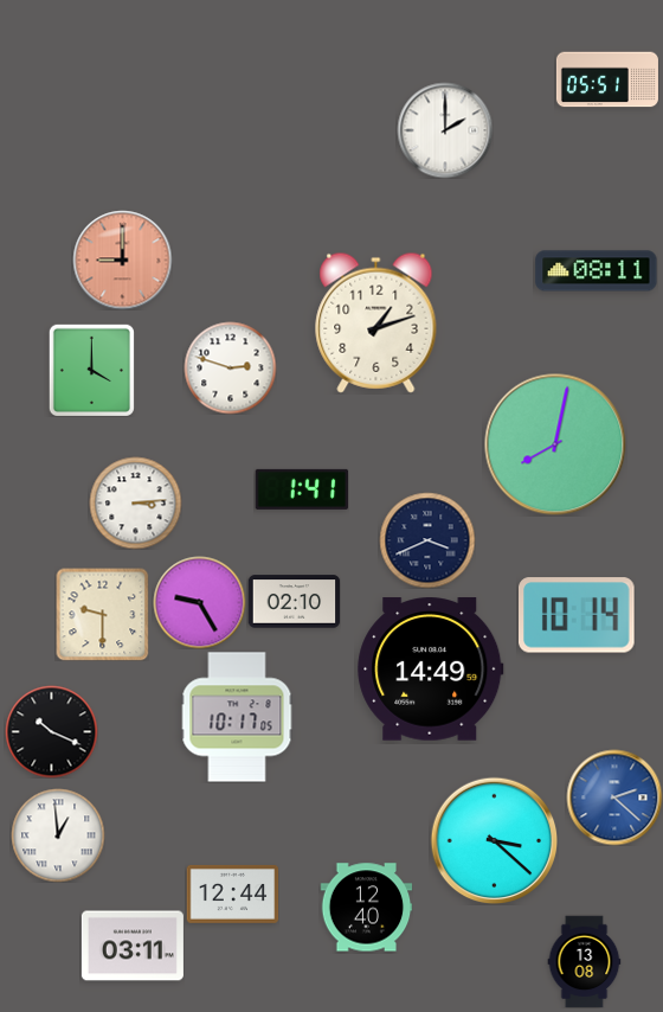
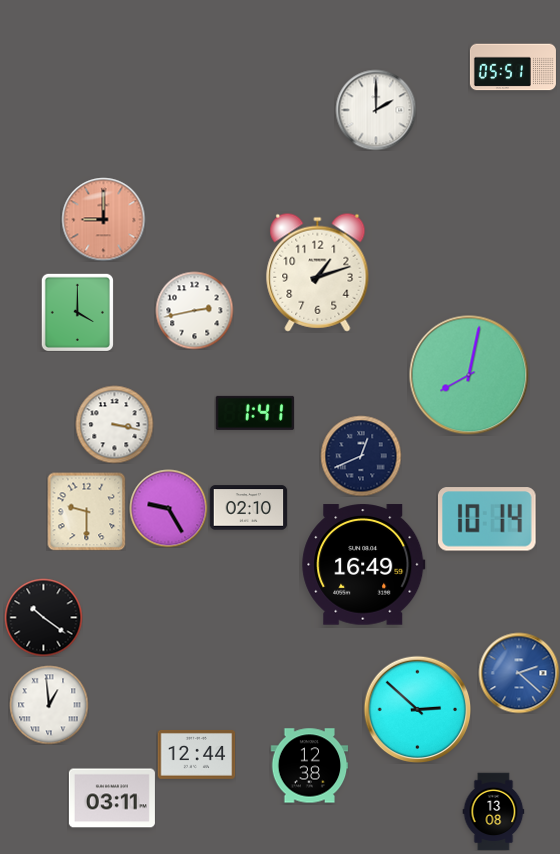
clock at (597, 271): 08:11 -> none
clock at (230, 367): 2:48 -> 2:43
clock at (135, 502): 3:14 -> 3:17
clock at (427, 540): 3:41 -> 12:41
clock at (102, 614) position: (102, 614) -> (86, 511)
clock at (431, 670): 14:49 -> 16:49
clock at (237, 717): 10:17 -> none
clock at (51, 731): 10:19 -> 10:21
clock at (494, 840): 3:22 -> 2:52
clock at (366, 908): 12:40 -> 12:38
